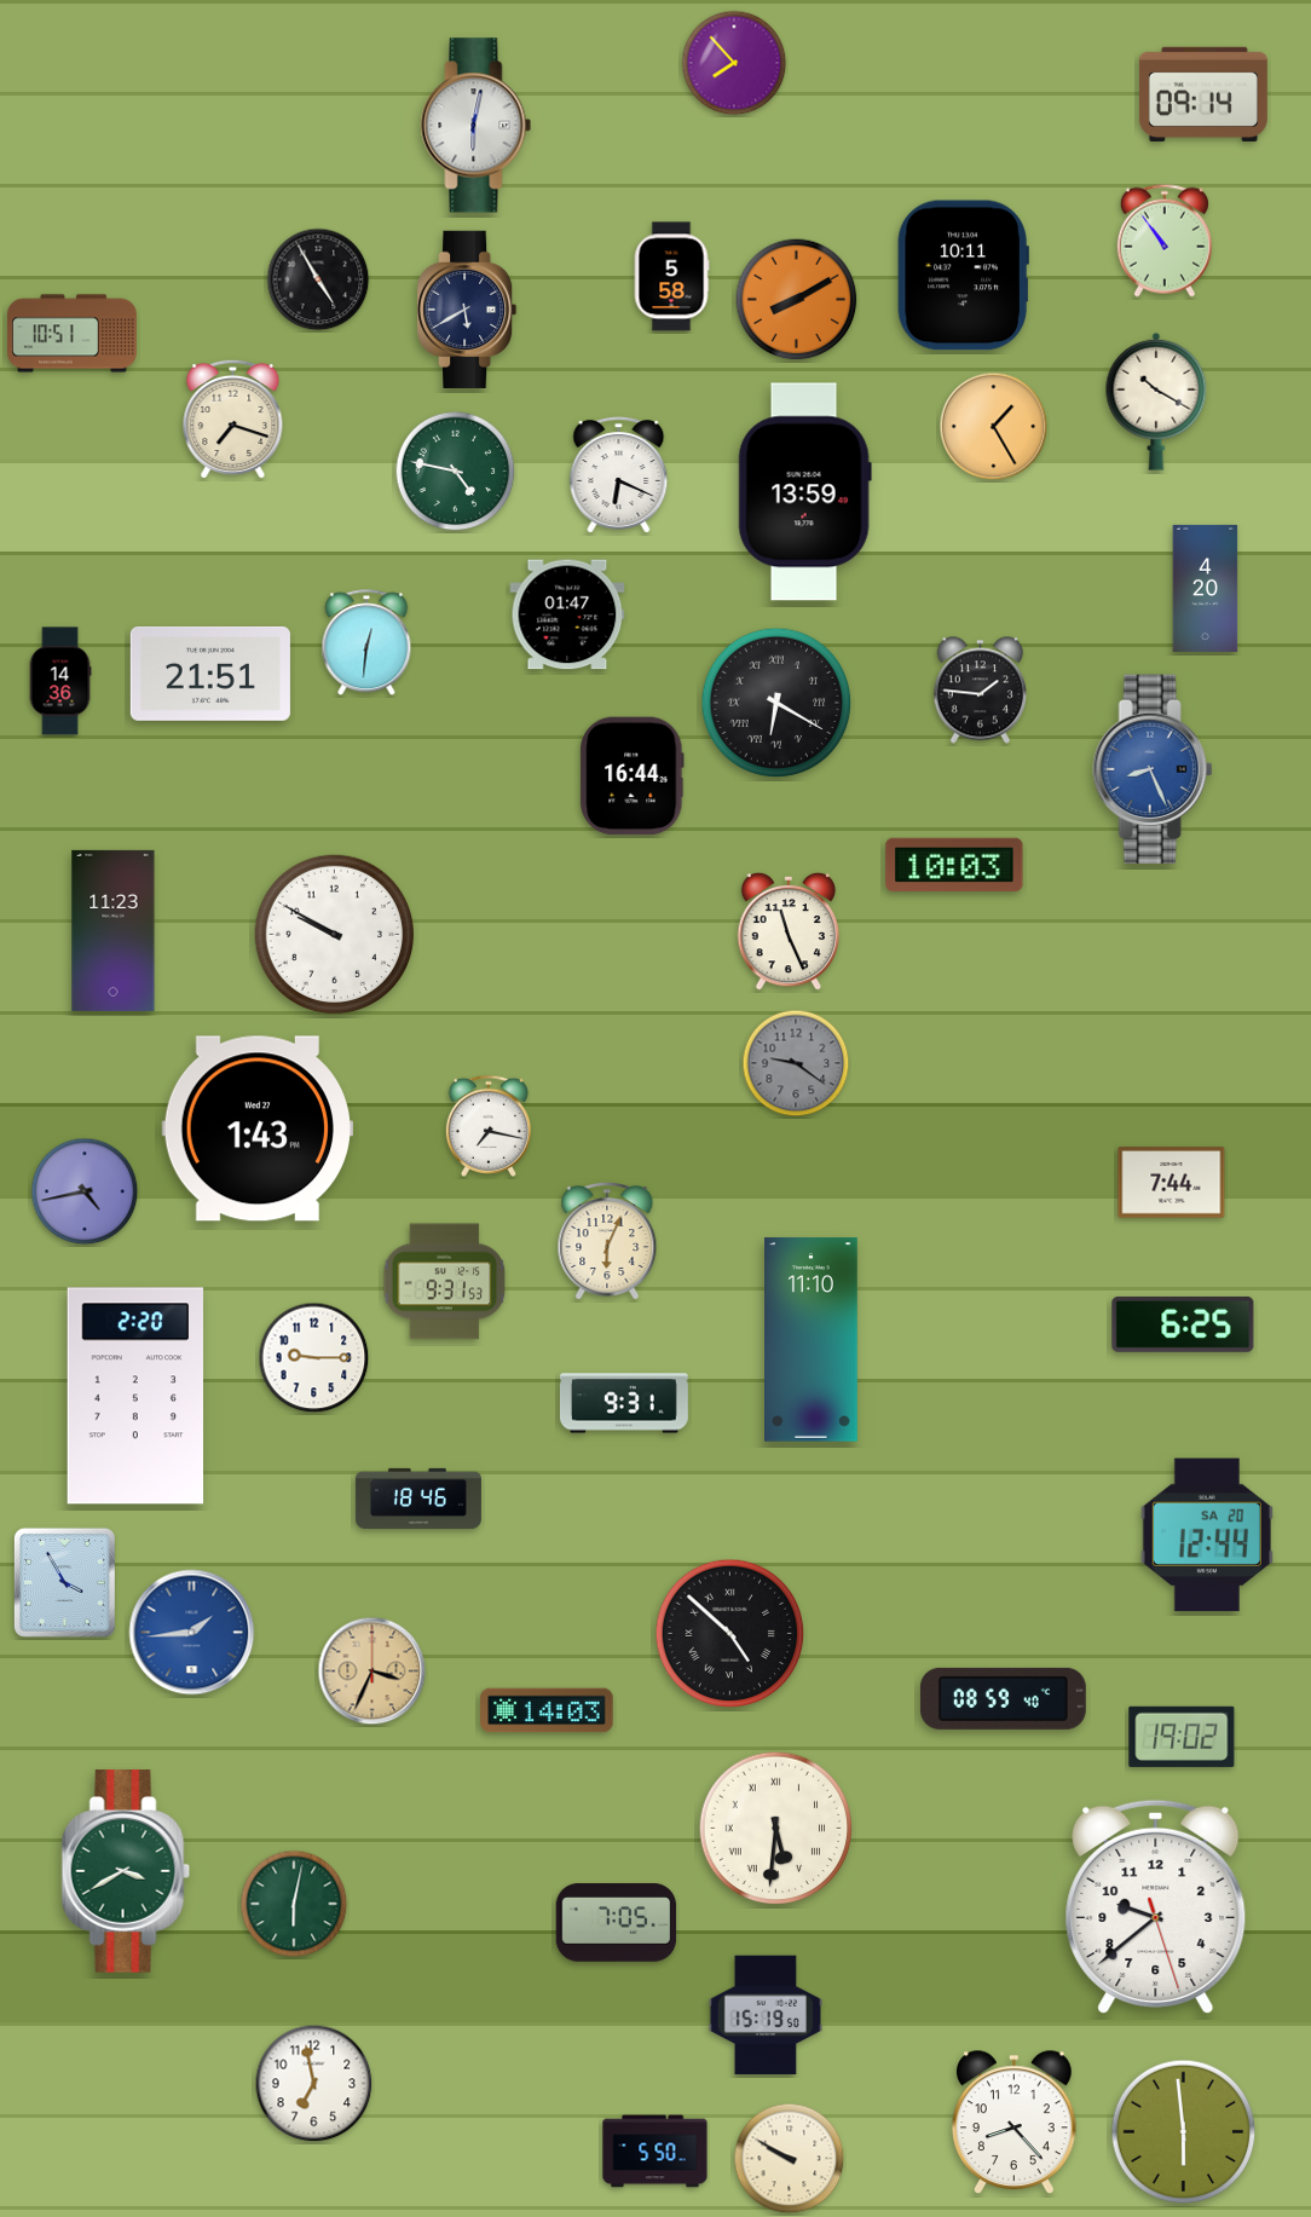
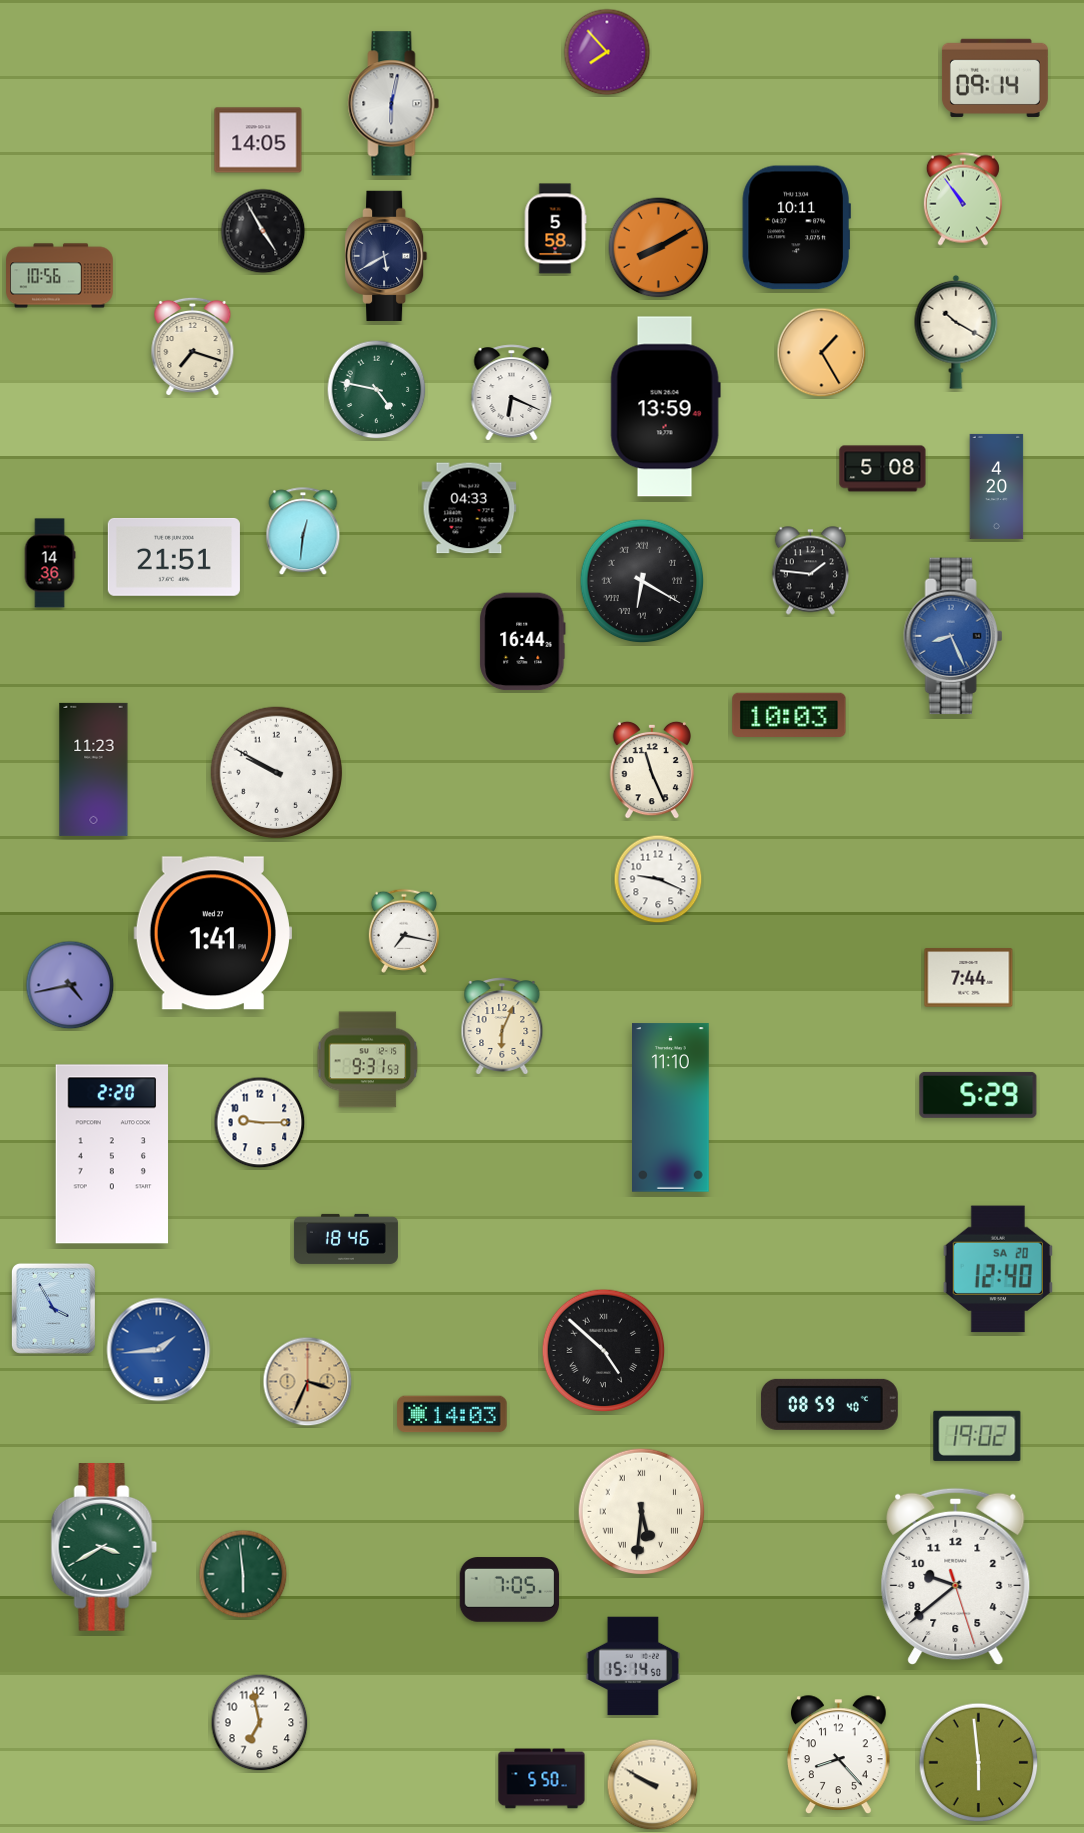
clock at (258, 140): none -> 14:05
clock at (73, 334): 10:51 -> 10:56
clock at (883, 469): none -> 5:08
clock at (567, 614): 01:47 -> 04:33
clock at (796, 1063): 9:21 -> 9:19
clock at (796, 1063) dial: grey -> white
clock at (256, 1128): 1:43 -> 1:41
clock at (1183, 1324): 6:25 -> 5:29
clock at (624, 1403): 9:31 -> none
clock at (1207, 1535): 12:44 -> 12:40
clock at (294, 1904): 6:02 -> 5:59
clock at (764, 2015): 15:19 -> 15:14
